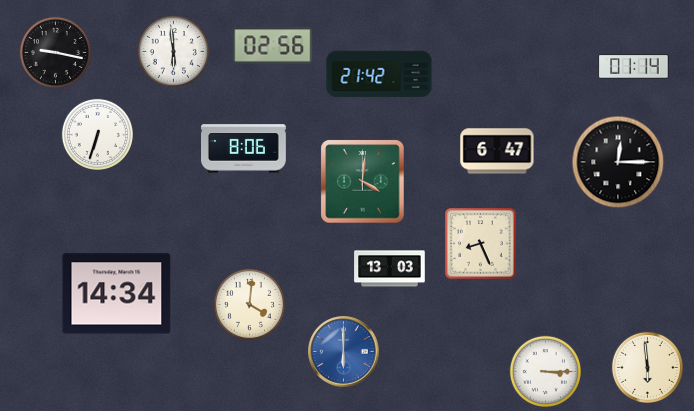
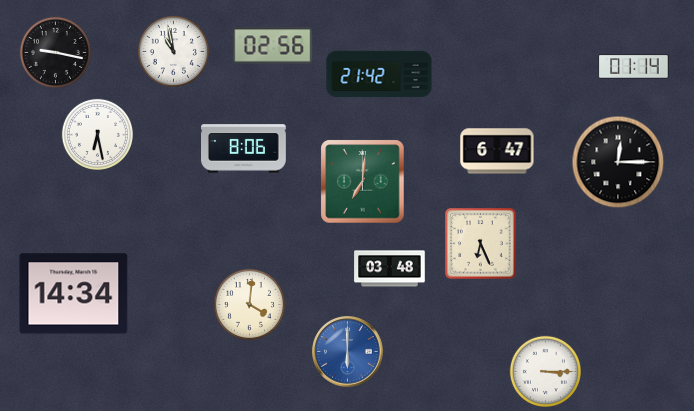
clock at (173, 51): 5:59 -> 10:58
clock at (97, 134): 6:33 -> 6:28
clock at (363, 182): 4:01 -> 7:01
clock at (481, 244): 8:26 -> 6:26
clock at (390, 269): 13:03 -> 03:48
clock at (117, 294) position: (117, 294) -> (74, 294)
clock at (344, 352) position: (344, 352) -> (348, 352)
clock at (647, 367): 5:59 -> none
